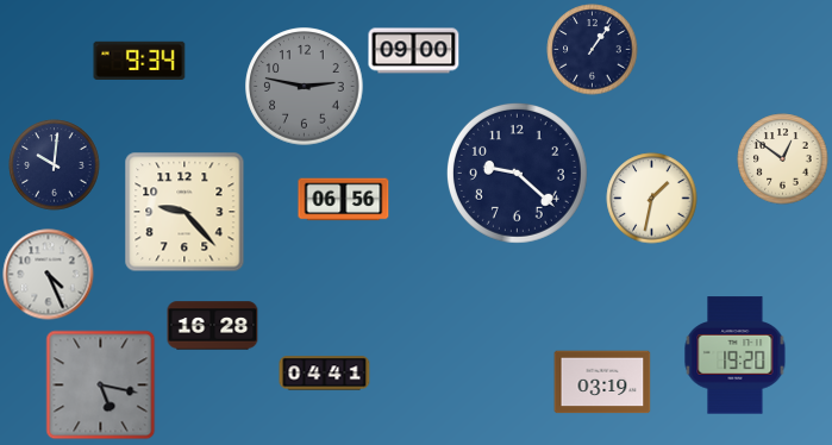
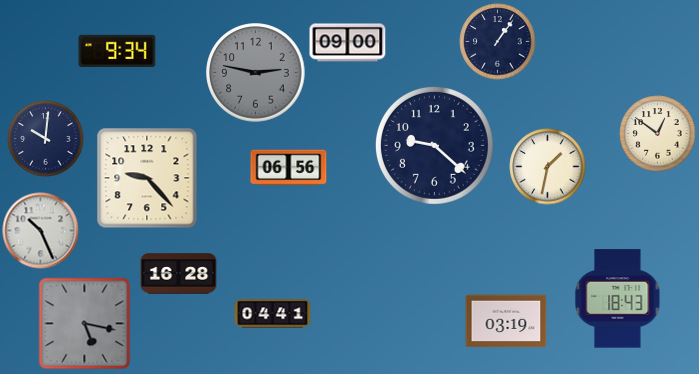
clock at (184, 212) position: (184, 212) -> (147, 178)
clock at (49, 275): 4:26 -> 10:26
clock at (736, 356): 19:20 -> 18:43
